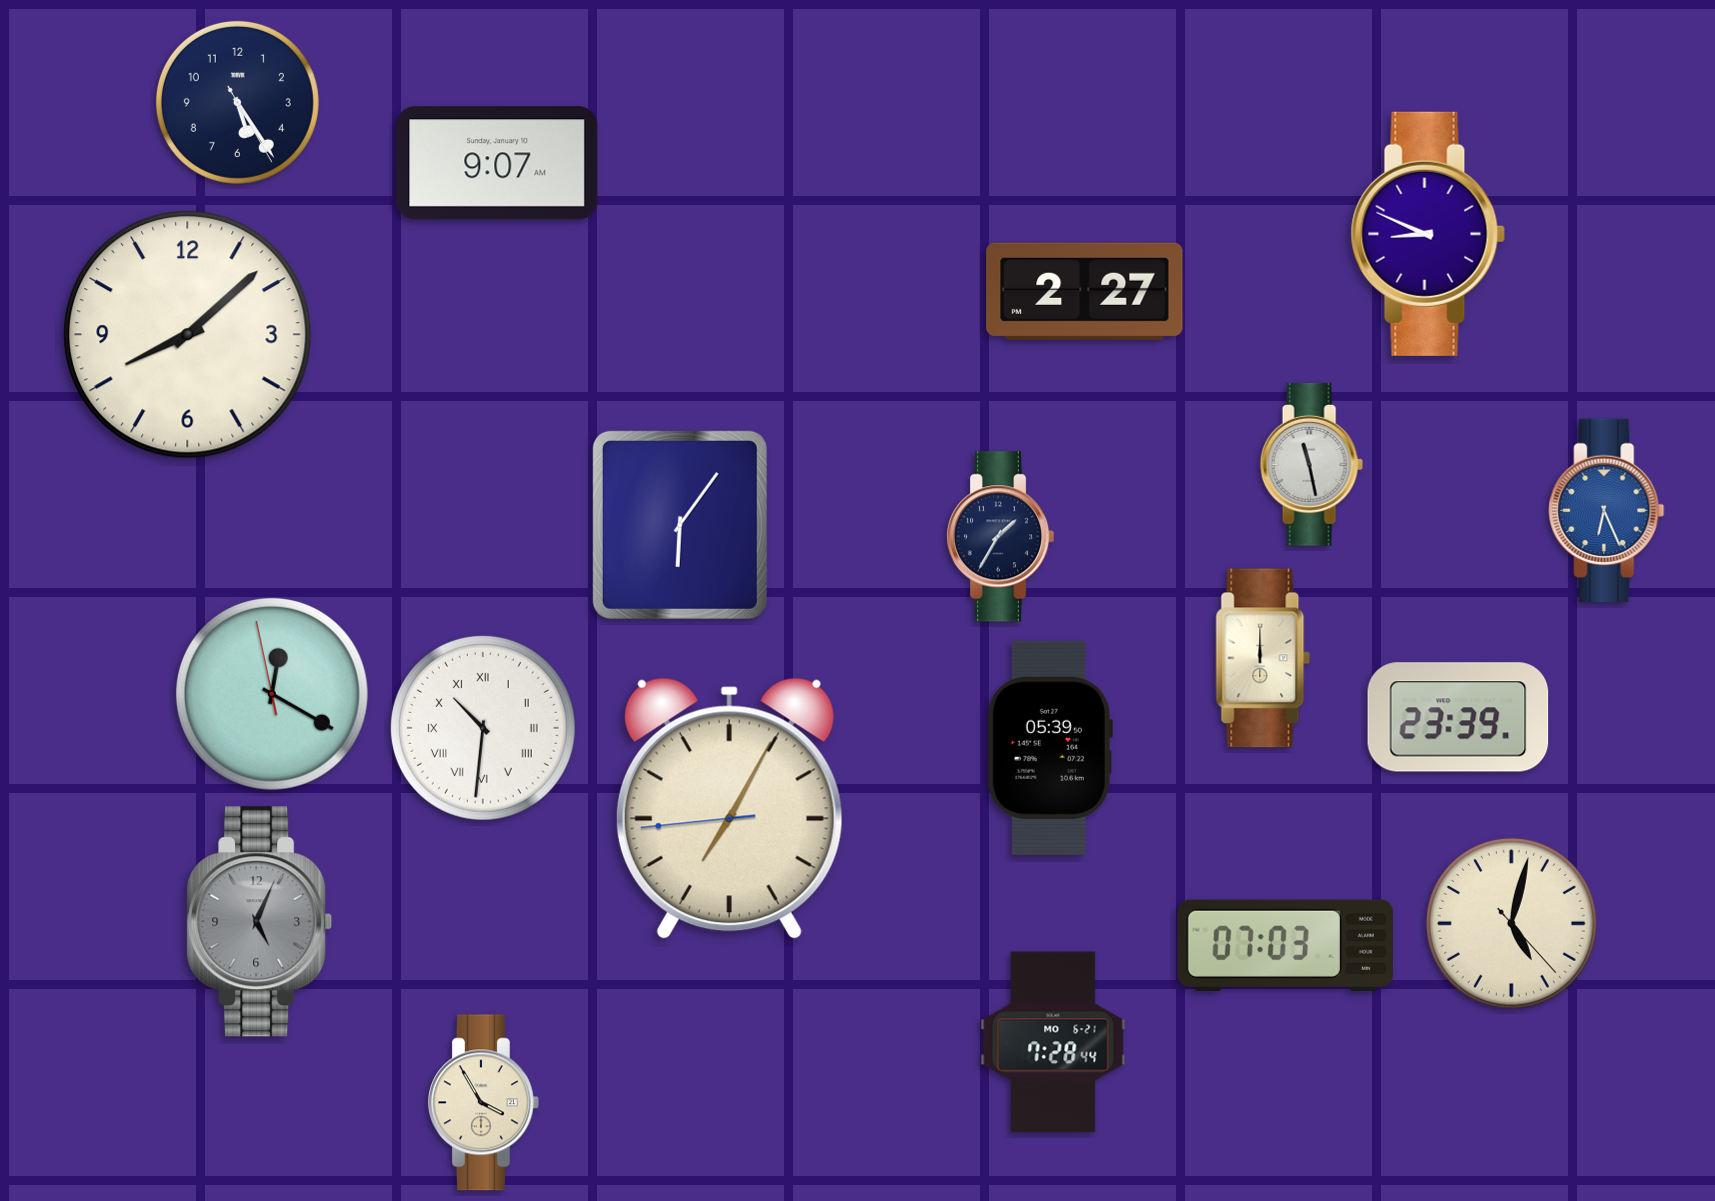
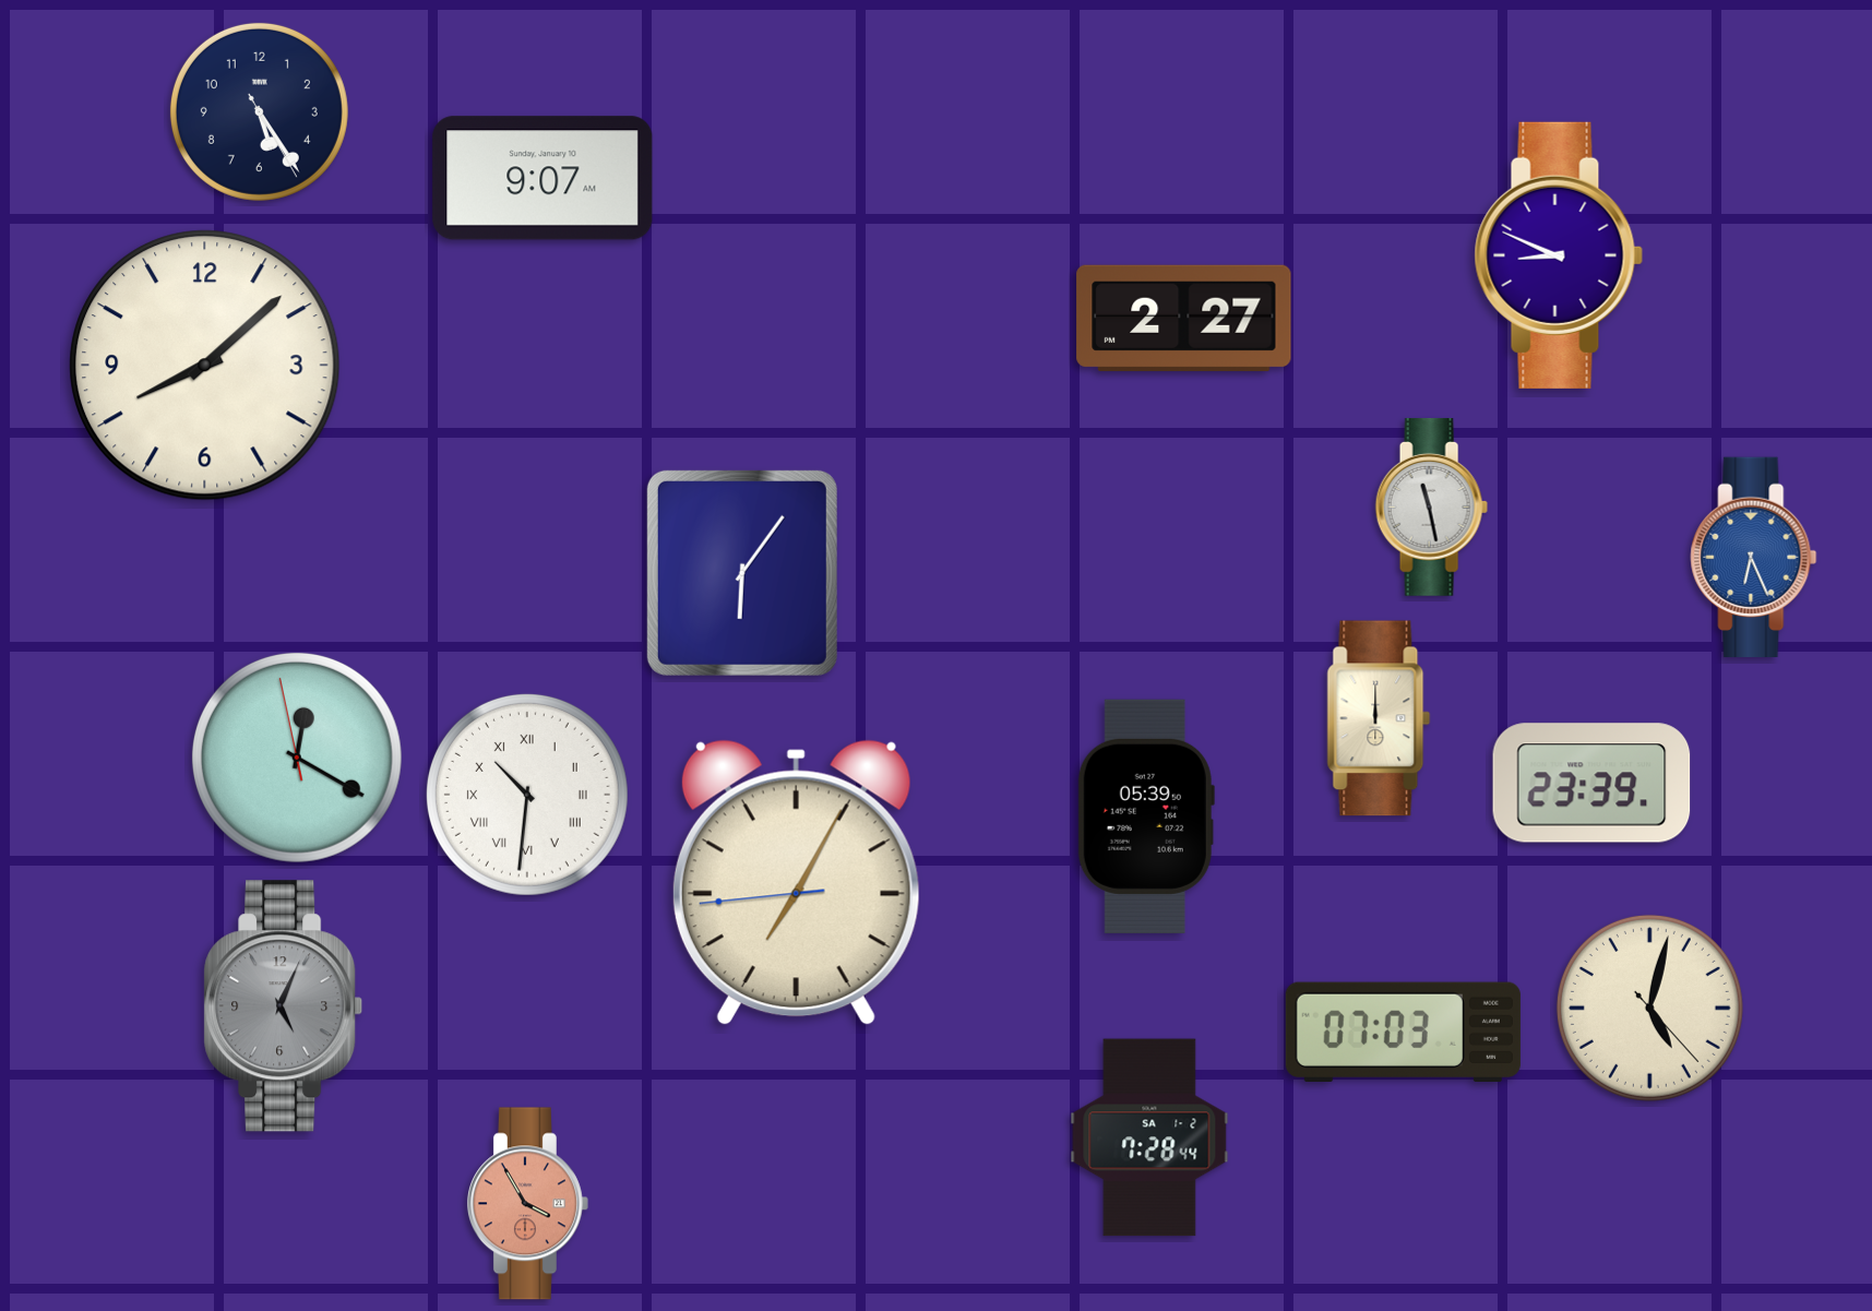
clock at (1000, 537): 1:35 -> none
clock at (1053, 1042) date: MO 6-21 -> SA 1-2
clock at (483, 1103) dial: cream -> salmon
